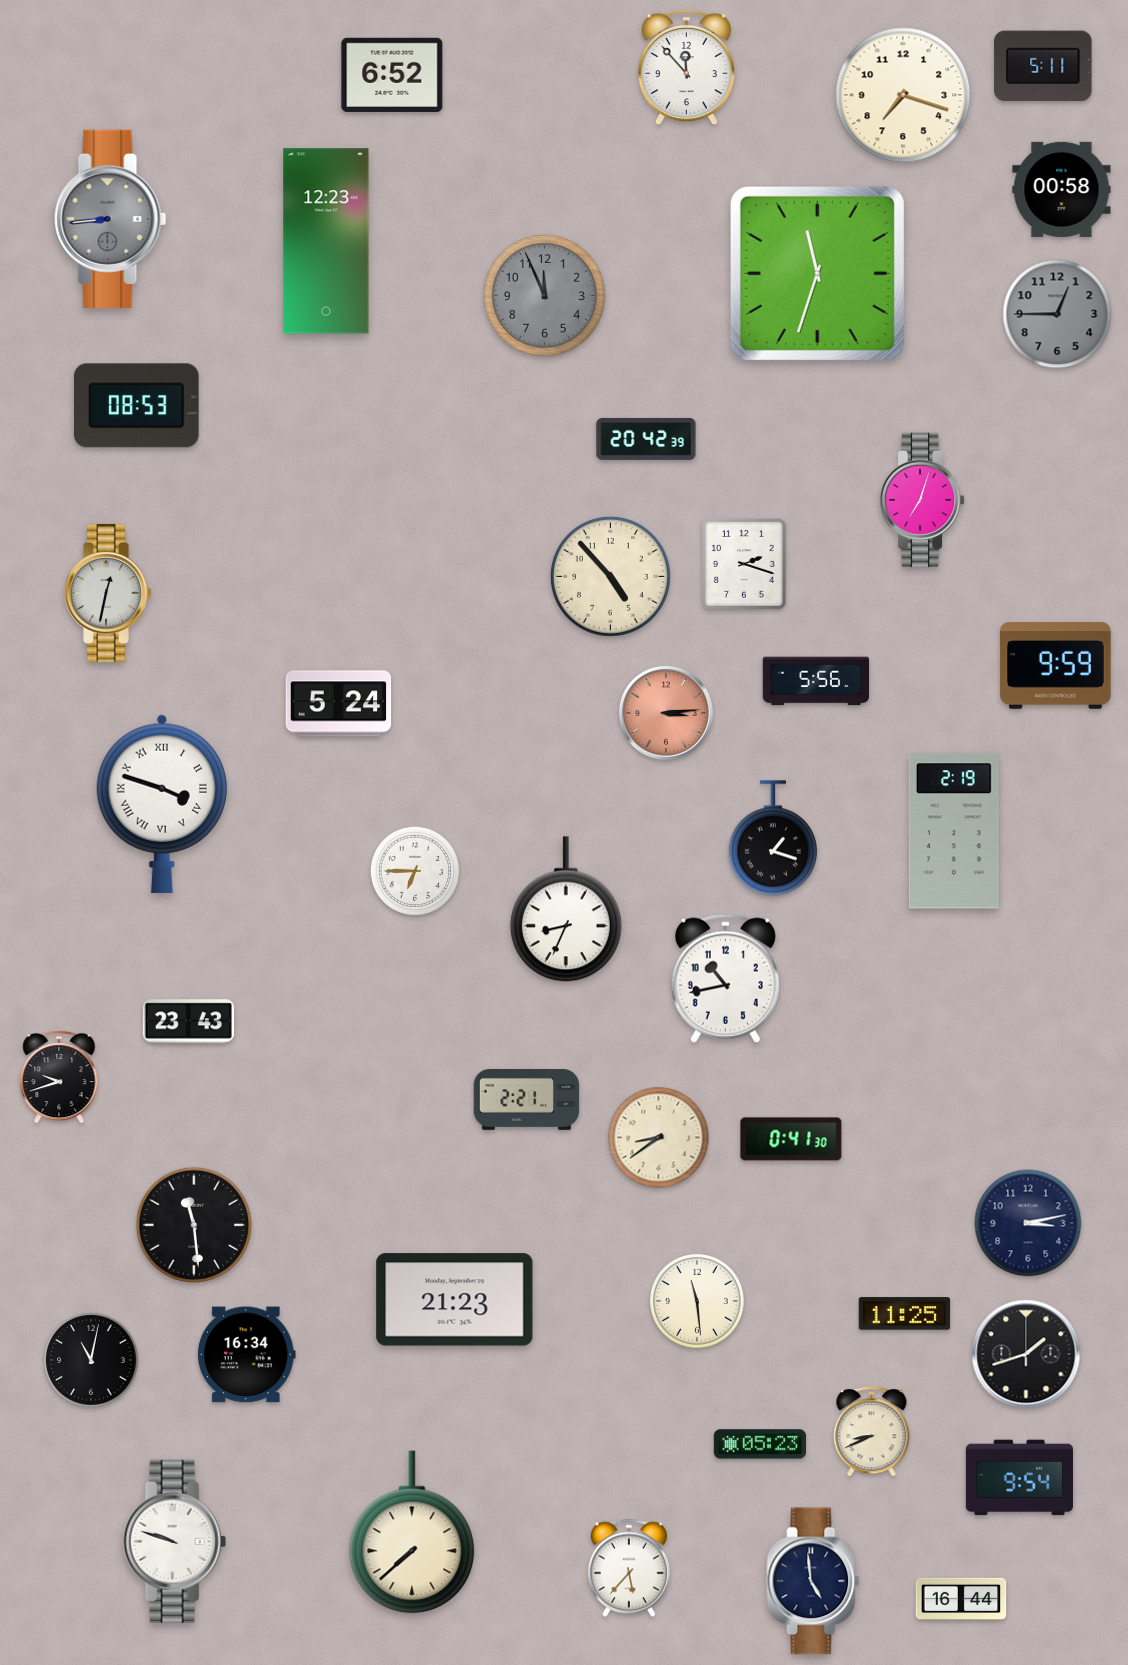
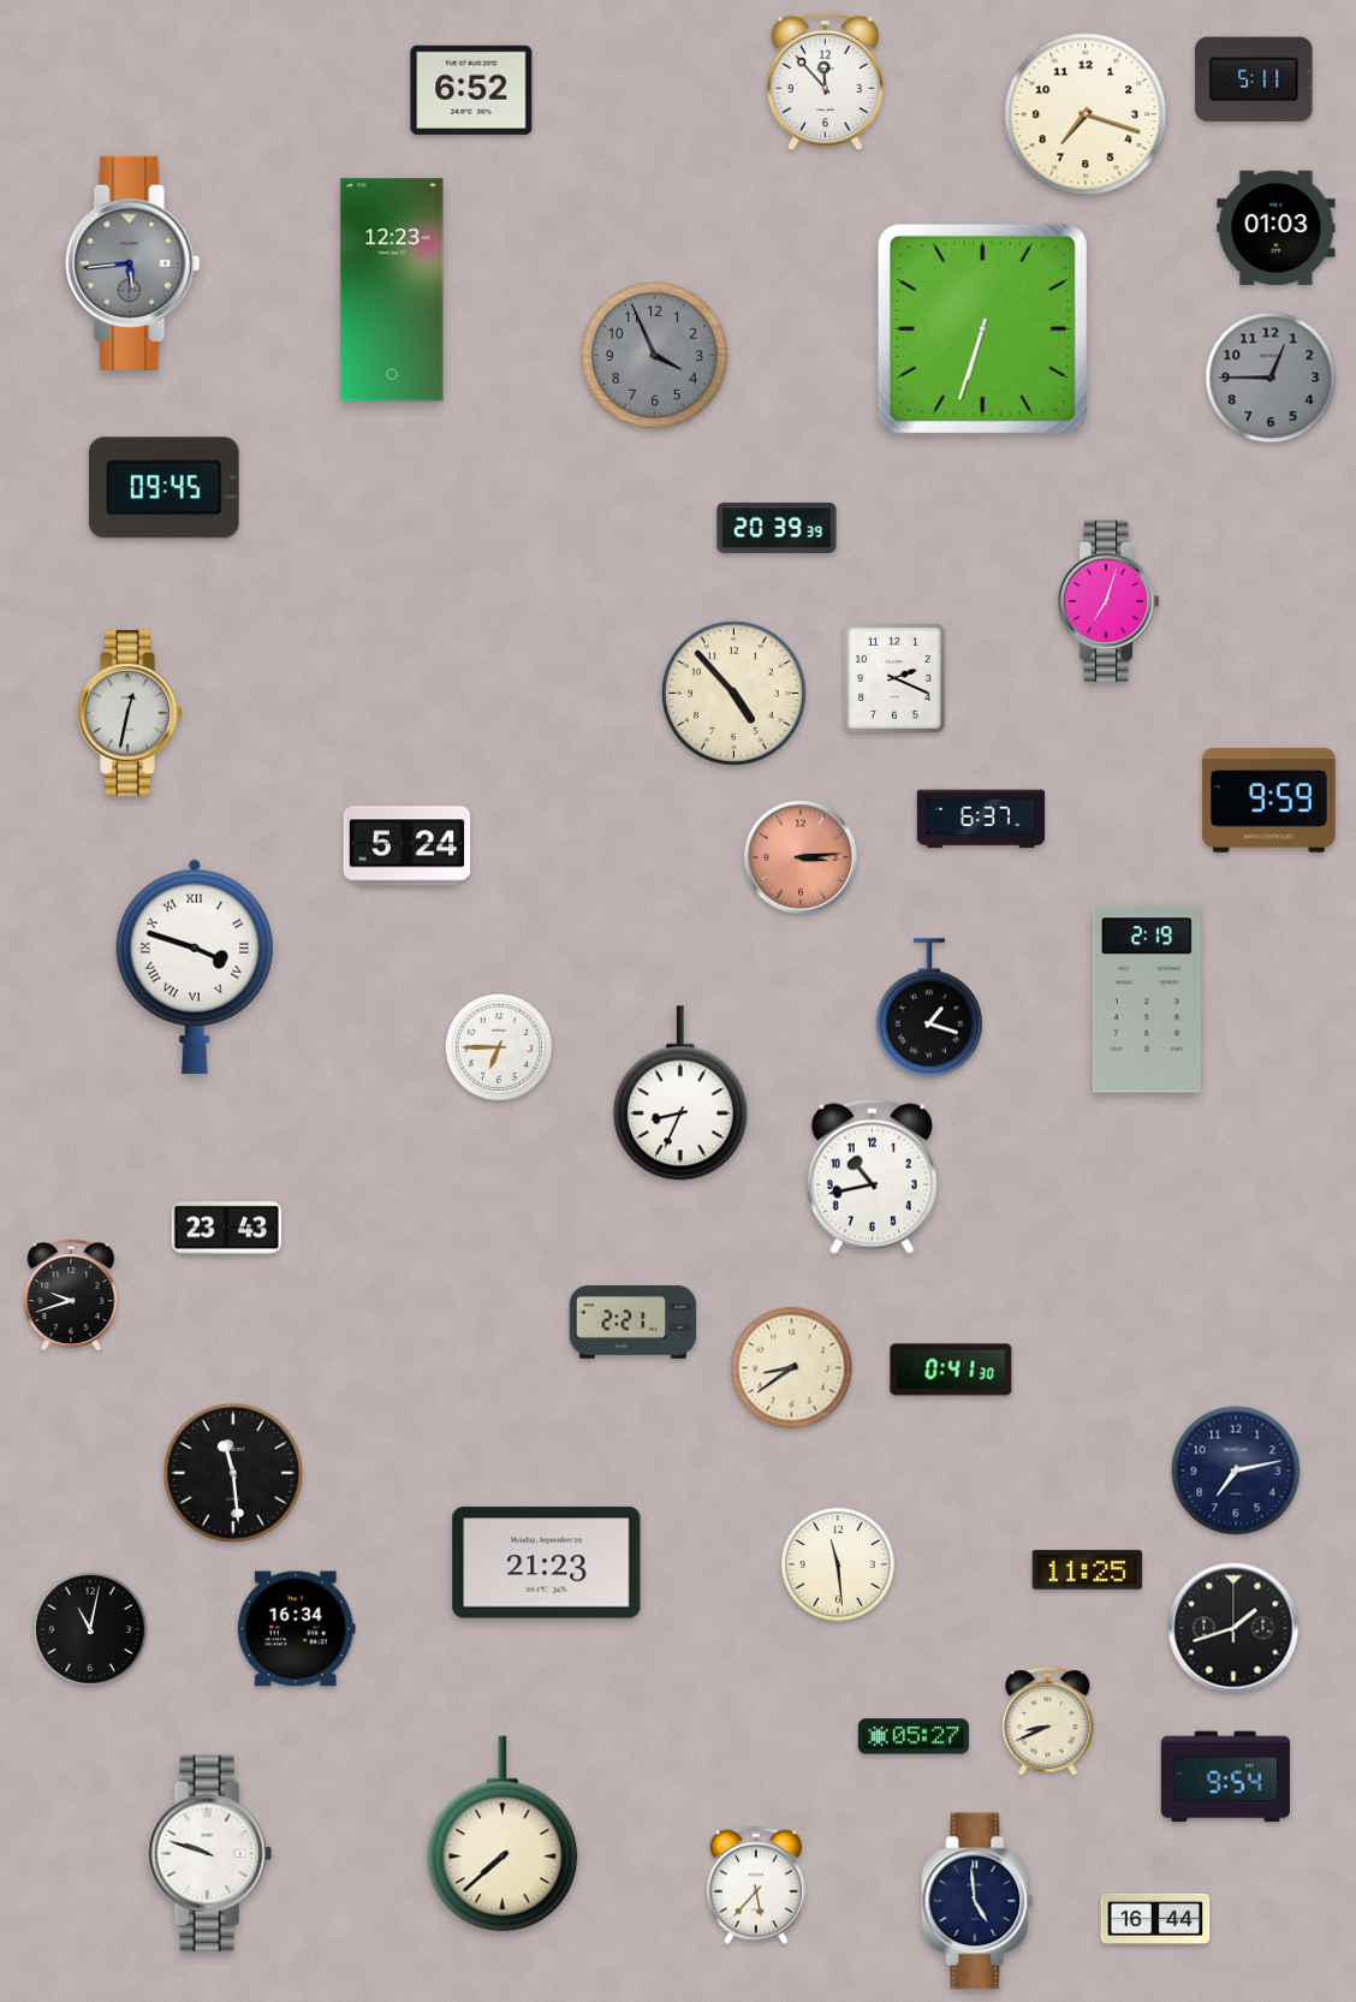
clock at (1062, 189): 00:58 -> 01:03
clock at (110, 219): 8:44 -> 5:44
clock at (817, 273): 11:33 -> 6:33
clock at (545, 296): 11:56 -> 3:56
clock at (136, 406): 08:53 -> 09:45
clock at (646, 439): 20:42 -> 20:39
clock at (744, 564): 2:18 -> 2:19
clock at (816, 681): 5:56 -> 6:37
clock at (1028, 1223): 3:13 -> 7:13
clock at (905, 1314) position: (905, 1314) -> (1088, 1570)
clock at (92, 1361) position: (92, 1361) -> (91, 1630)
clock at (759, 1444): 05:23 -> 05:27
clock at (412, 1532) position: (412, 1532) -> (502, 1834)
clock at (961, 1598) position: (961, 1598) -> (1155, 1918)
